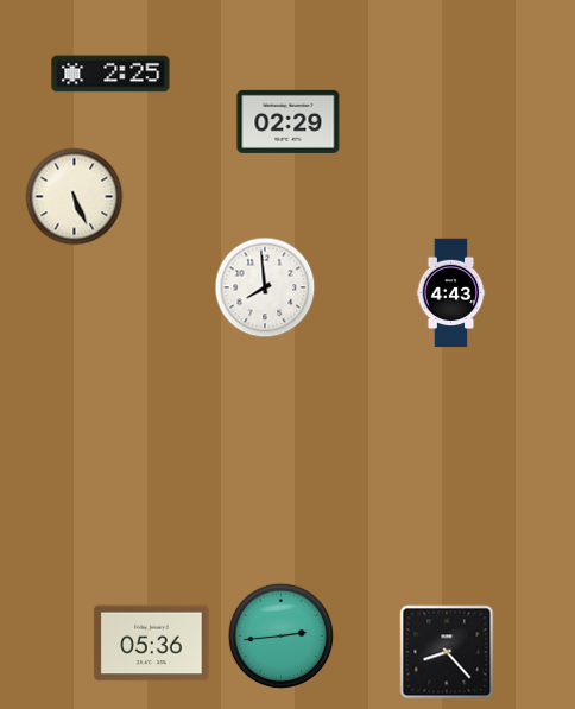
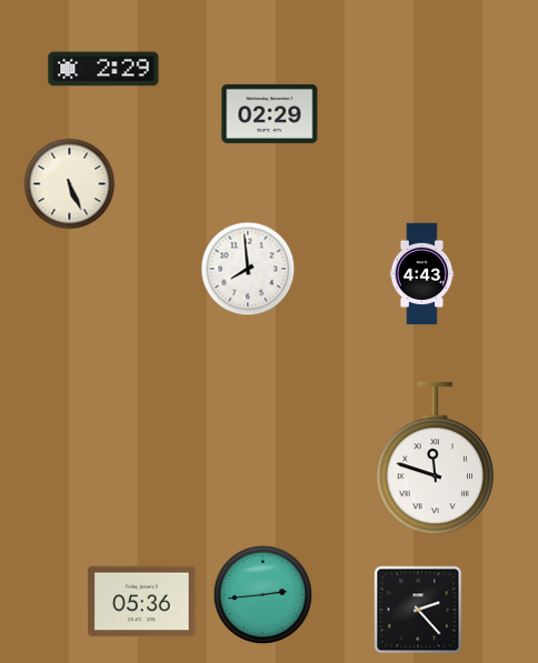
clock at (110, 74): 2:25 -> 2:29
clock at (436, 459): none -> 11:48
clock at (447, 652): 8:23 -> 2:23
